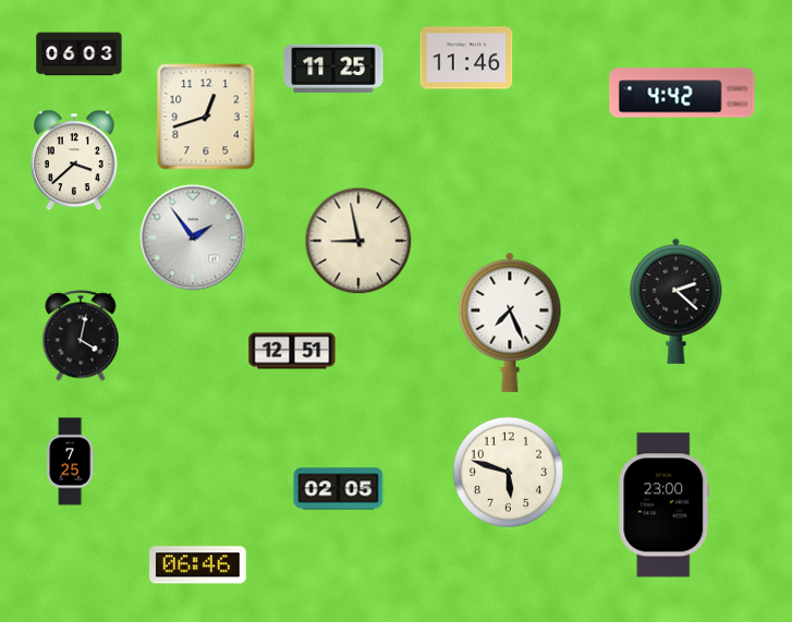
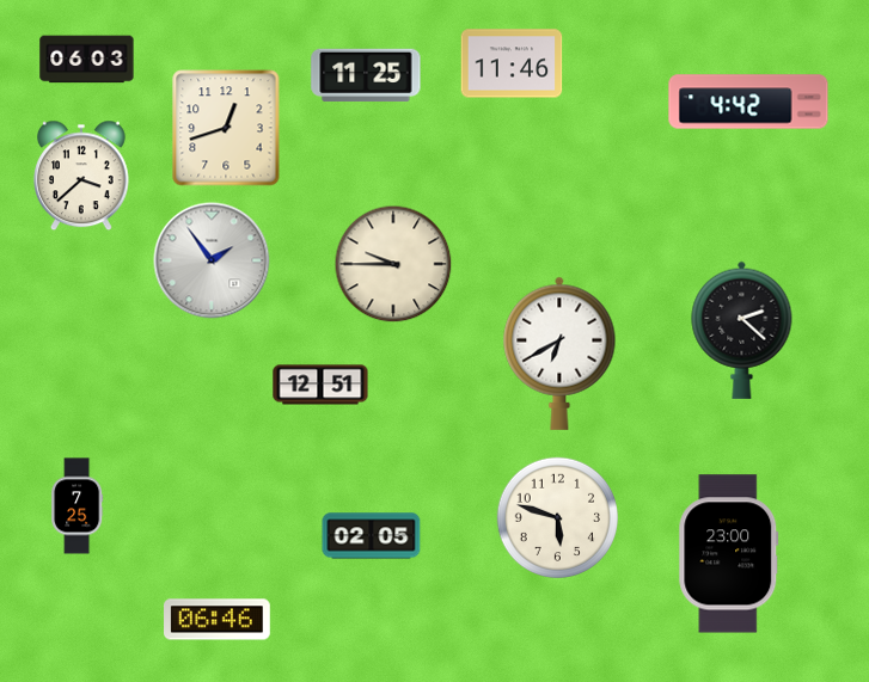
clock at (358, 241): 8:58 -> 9:45
clock at (510, 322): 7:26 -> 6:40
clock at (81, 336): 4:02 -> none
